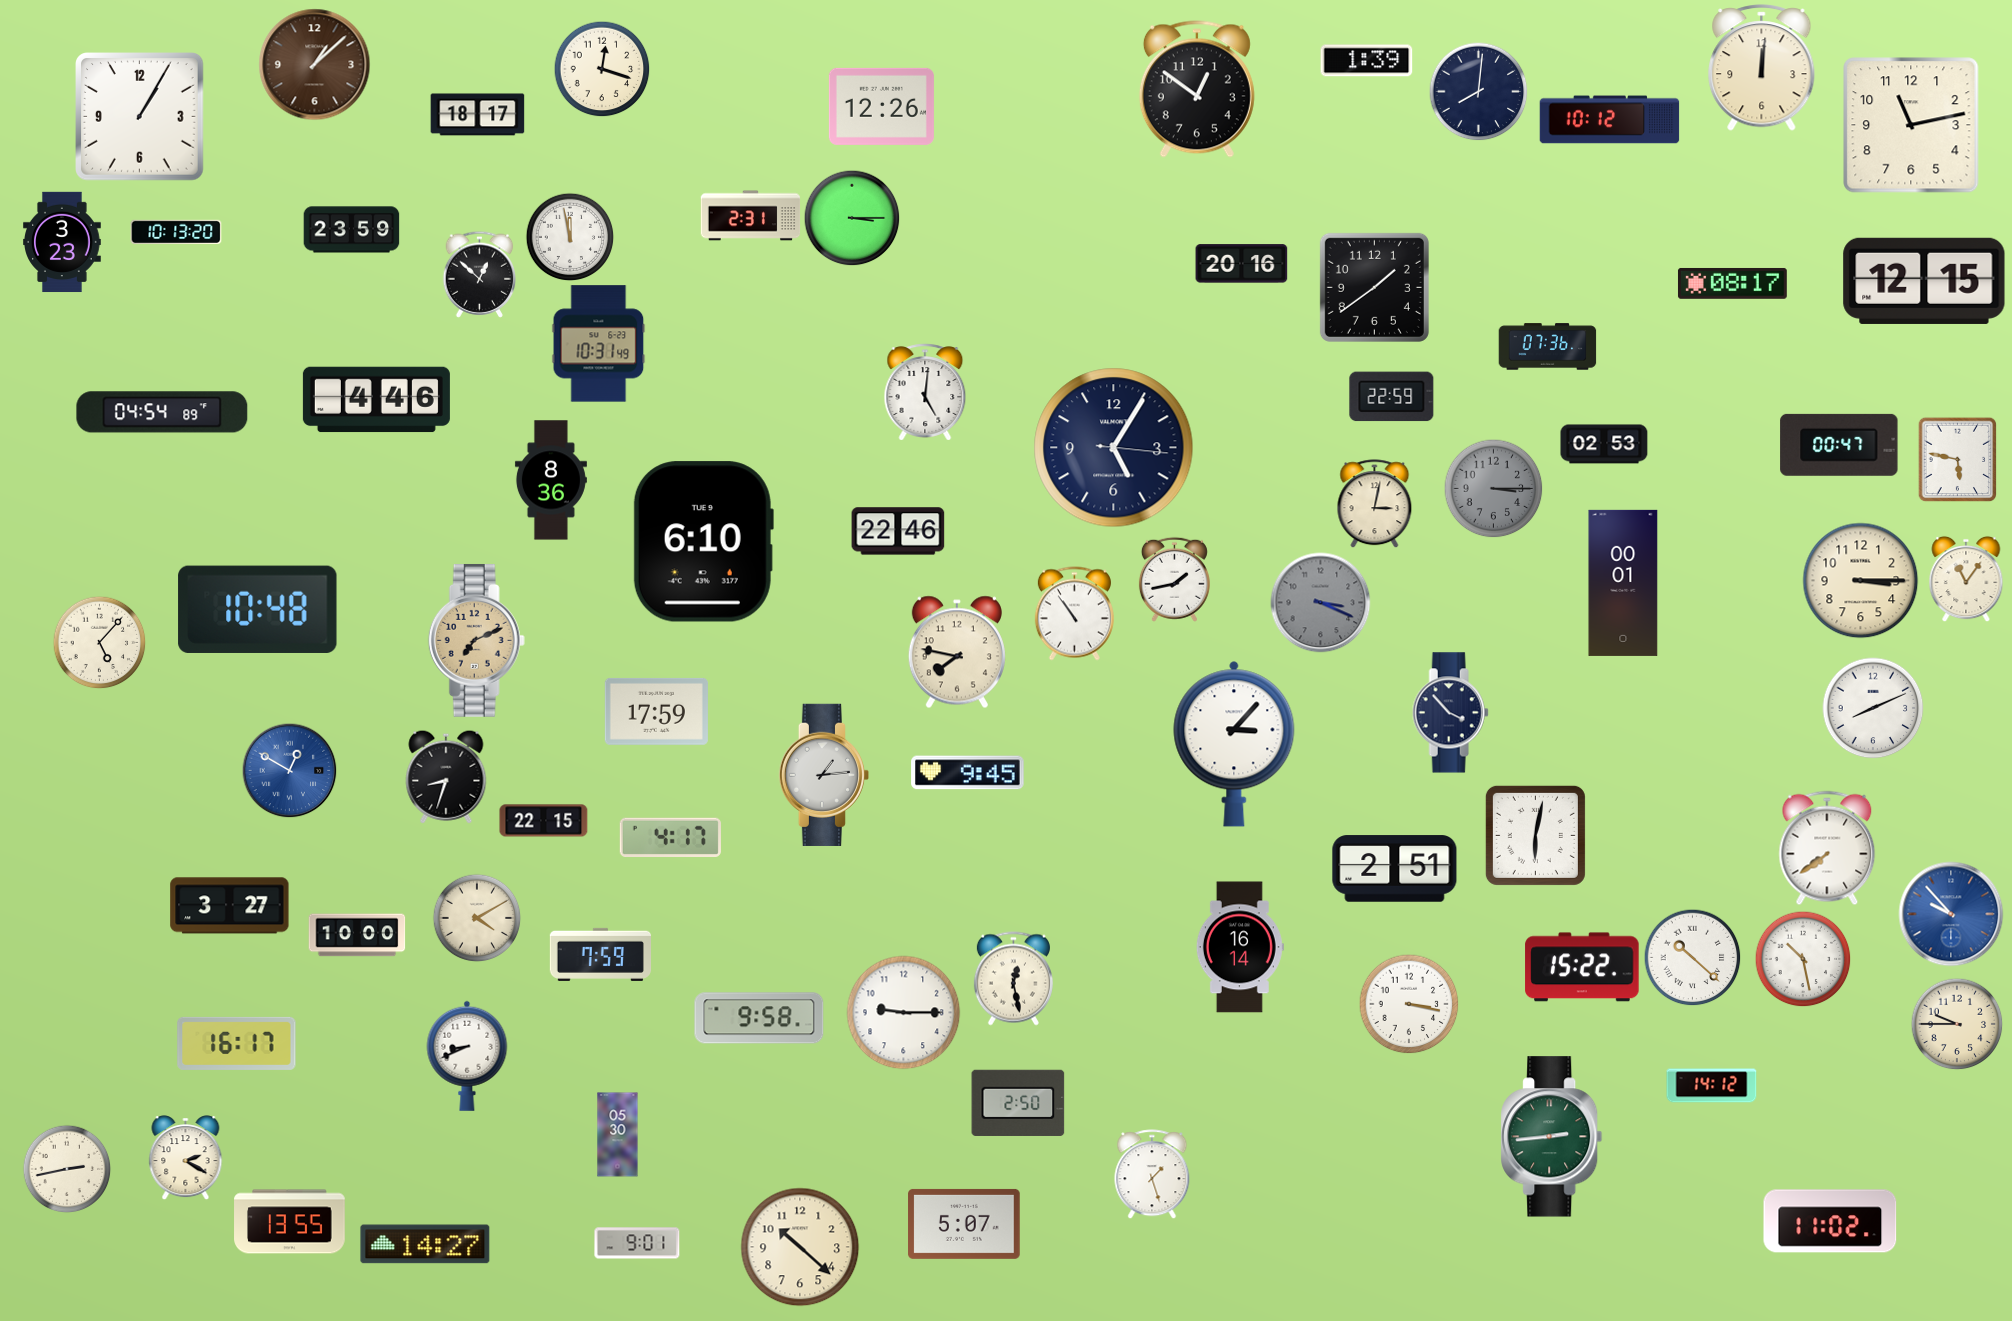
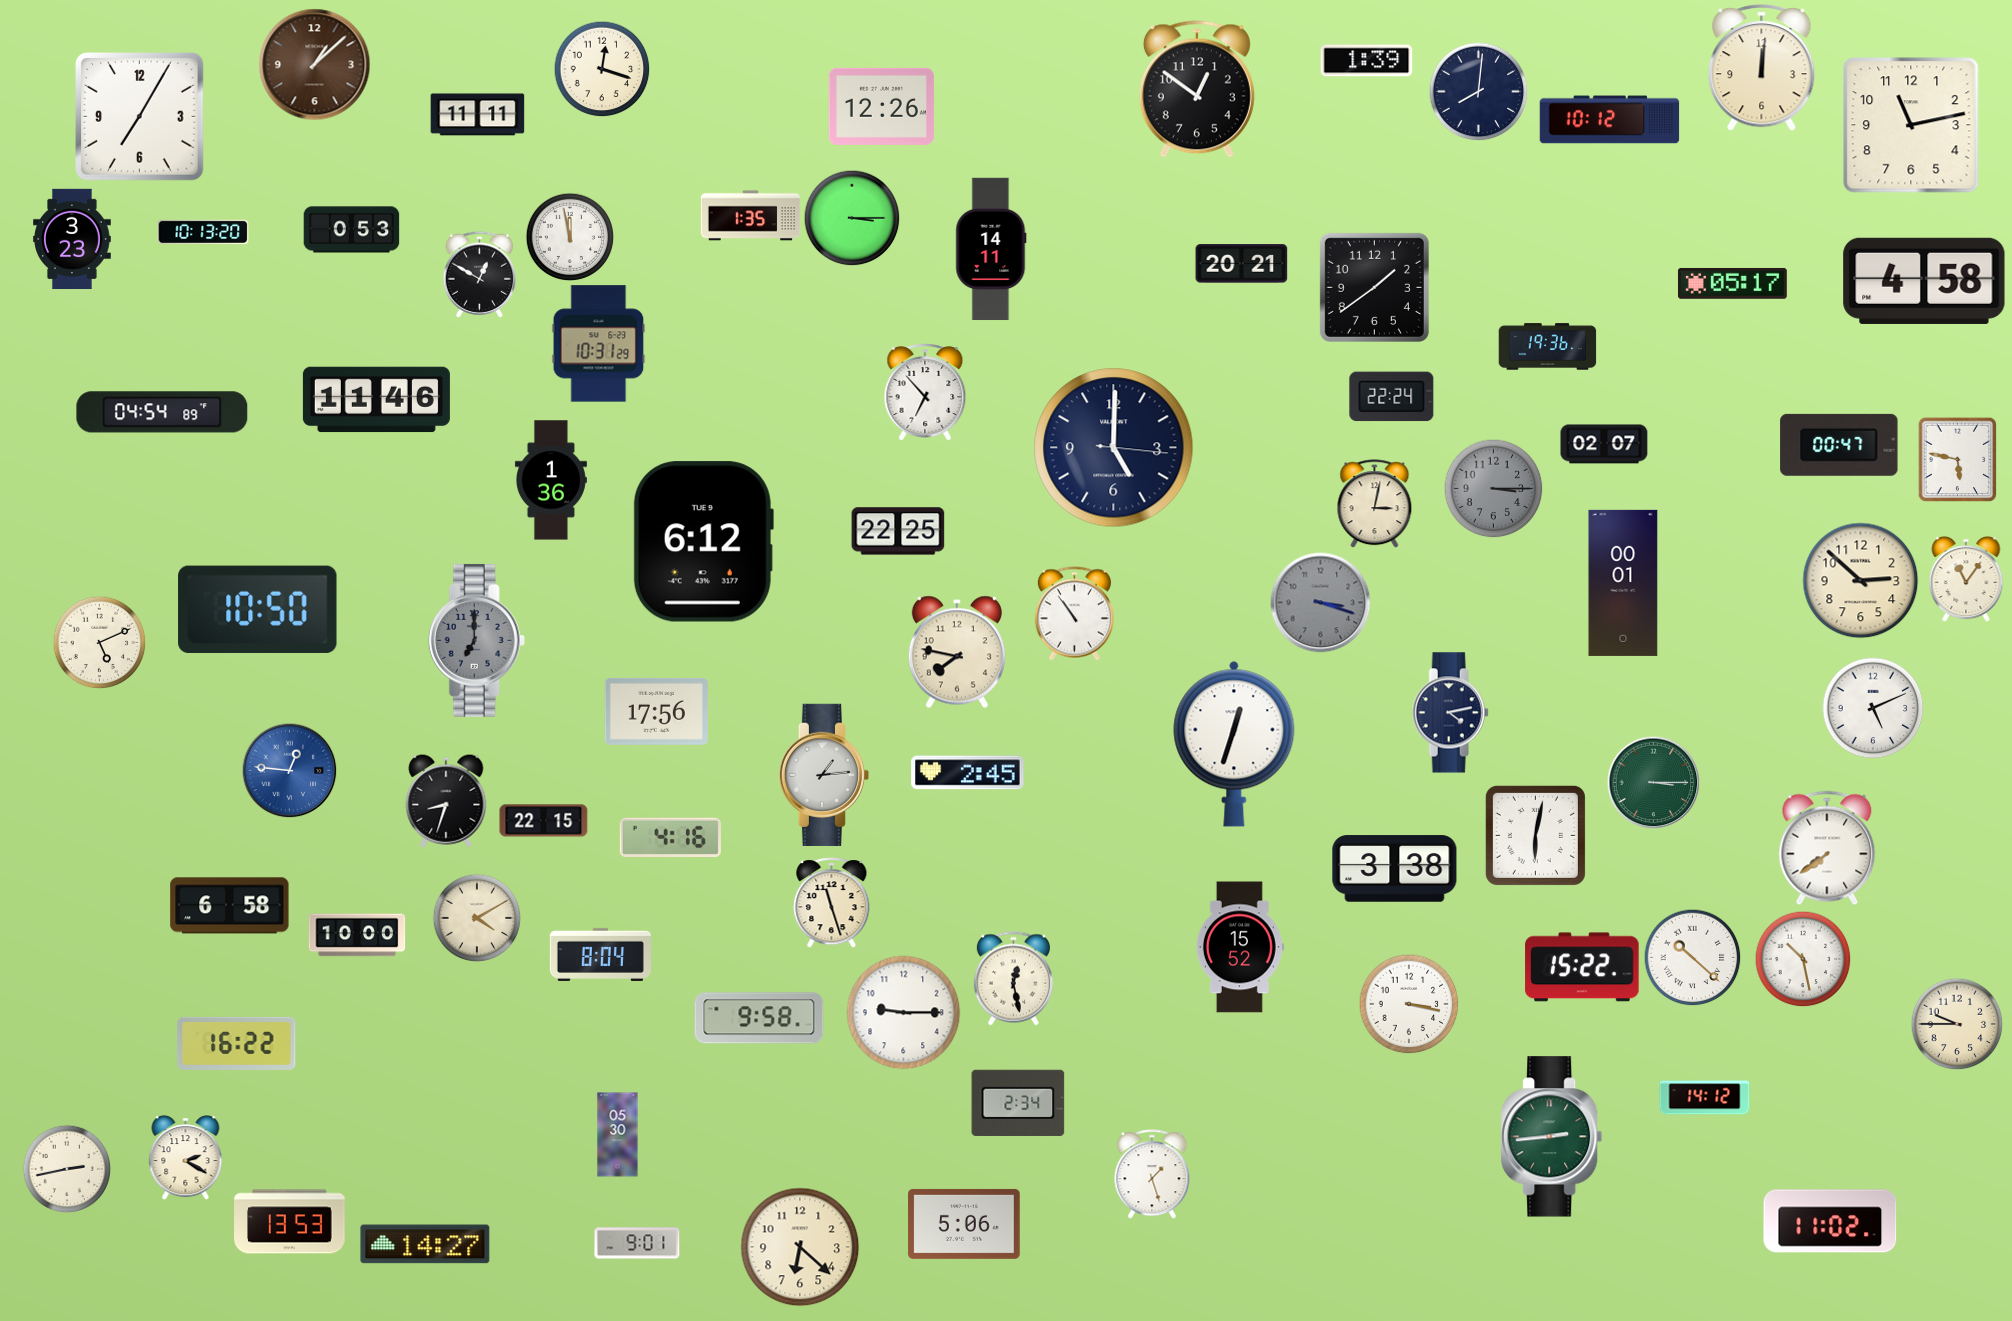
clock at (478, 115): 18:17 -> 11:11
clock at (140, 117): 1:05 -> 7:05
clock at (751, 216): 2:31 -> 1:35
clock at (352, 230): 23:59 -> 0:53
clock at (176, 232) position: (176, 232) -> (203, 232)
clock at (62, 242) position: (62, 242) -> (72, 239)
clock at (991, 249): none -> 14:11
clock at (1242, 264): 20:16 -> 20:21
clock at (480, 274): 12:52 -> 12:50
clock at (1924, 281): 12:15 -> 4:58
clock at (1732, 283): 08:17 -> 05:17
clock at (599, 344): 10:31:49 -> 10:31:29
clock at (1548, 347): 07:36 -> 19:36
clock at (925, 392): 5:01 -> 6:53
clock at (1392, 397): 22:59 -> 22:24
clock at (376, 400): 4:46 -> 11:46
clock at (1604, 444): 02:53 -> 02:07
clock at (1114, 448): 5:05 -> 5:00
clock at (551, 480): 8:36 -> 1:36
clock at (898, 531): 22:46 -> 22:25
clock at (703, 542): 6:10 -> 6:12
clock at (1174, 579): 1:43 -> none
clock at (1861, 581): 3:15 -> 2:52
clock at (1321, 603): 3:19 -> 3:18
clock at (258, 609): 10:48 -> 10:50
clock at (476, 640): 7:11 -> 7:00
clock at (476, 640) dial: champagne -> grey
clock at (99, 642): 5:07 -> 5:11
clock at (1873, 708): 8:11 -> 5:11
clock at (656, 711): 17:59 -> 17:56
clock at (1450, 713): 3:53 -> 4:13
clock at (1234, 744): 3:07 -> 12:33
clock at (289, 770): 12:50 -> 12:46
clock at (968, 773): 9:45 -> 2:45
clock at (446, 777) position: (446, 777) -> (446, 801)
clock at (1653, 782): none -> 3:15
clock at (670, 837): 4:17 -> 4:16
clock at (1395, 869): 2:51 -> 3:38
clock at (832, 903): none -> 11:27
clock at (230, 906): 3:27 -> 6:58
clock at (1951, 914): 9:53 -> none
clock at (1240, 947): 16:14 -> 15:52
clock at (600, 954): 7:59 -> 8:04
clock at (237, 1043): 16:17 -> 16:22
clock at (467, 1056): 8:41 -> none
clock at (1712, 1086) position: (1712, 1086) -> (1705, 1098)
clock at (1018, 1103): 2:50 -> 2:34
clock at (290, 1222): 13:55 -> 13:53
clock at (964, 1224): 5:07 -> 5:06
clock at (800, 1247): 10:22 -> 6:22
